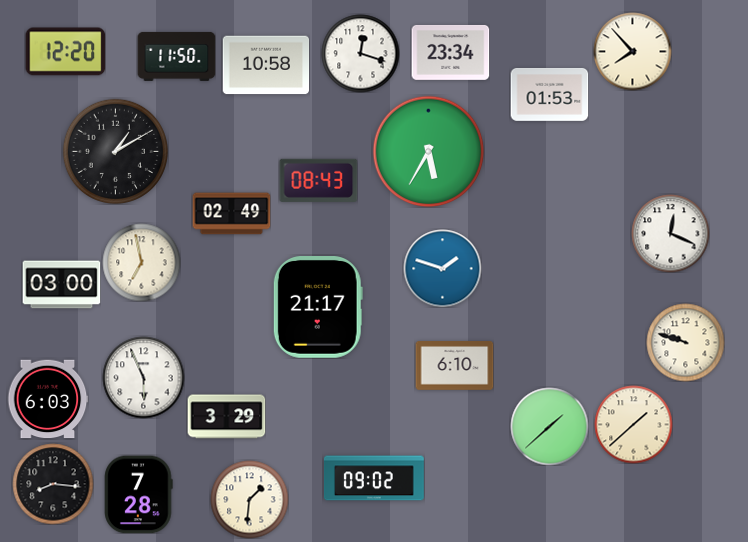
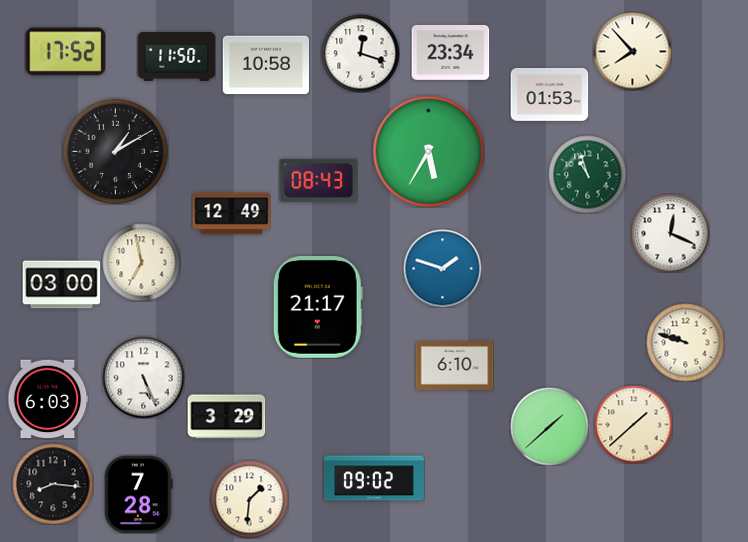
clock at (65, 52): 12:20 -> 17:52
clock at (587, 174): none -> 10:57
clock at (231, 214): 02:49 -> 12:49
clock at (143, 377): 5:56 -> 5:26
